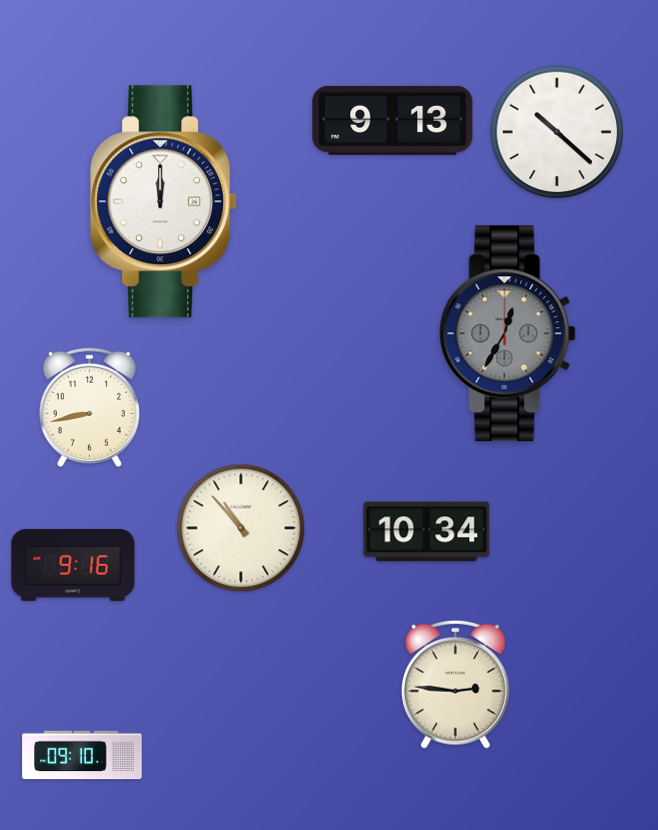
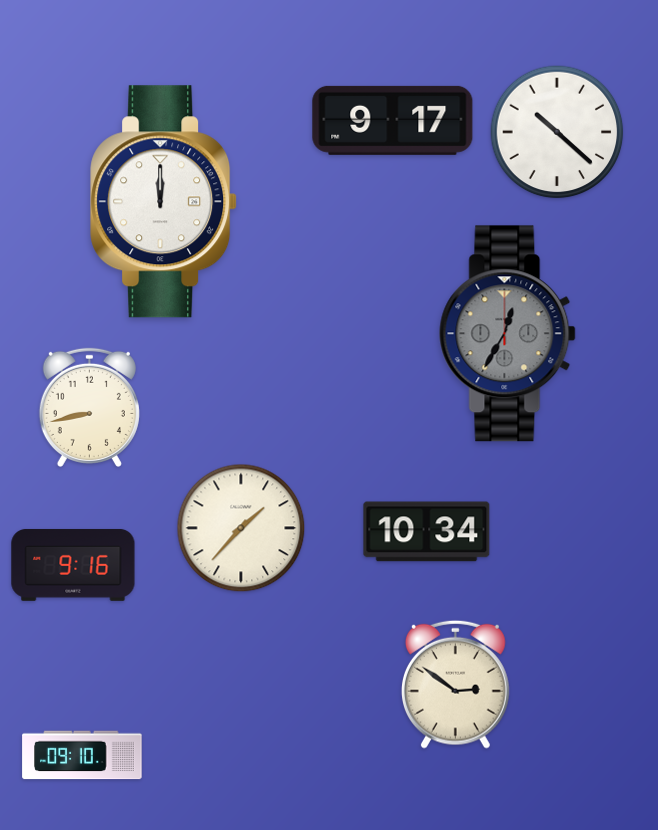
clock at (393, 120): 9:13 -> 9:17
clock at (241, 528): 10:53 -> 1:37
clock at (455, 684): 2:46 -> 2:51
